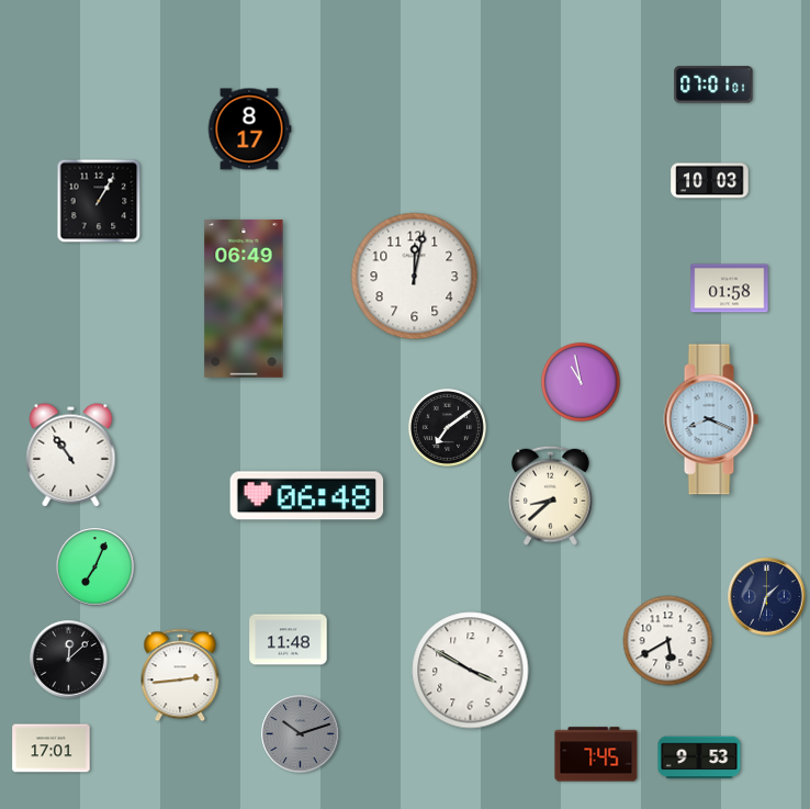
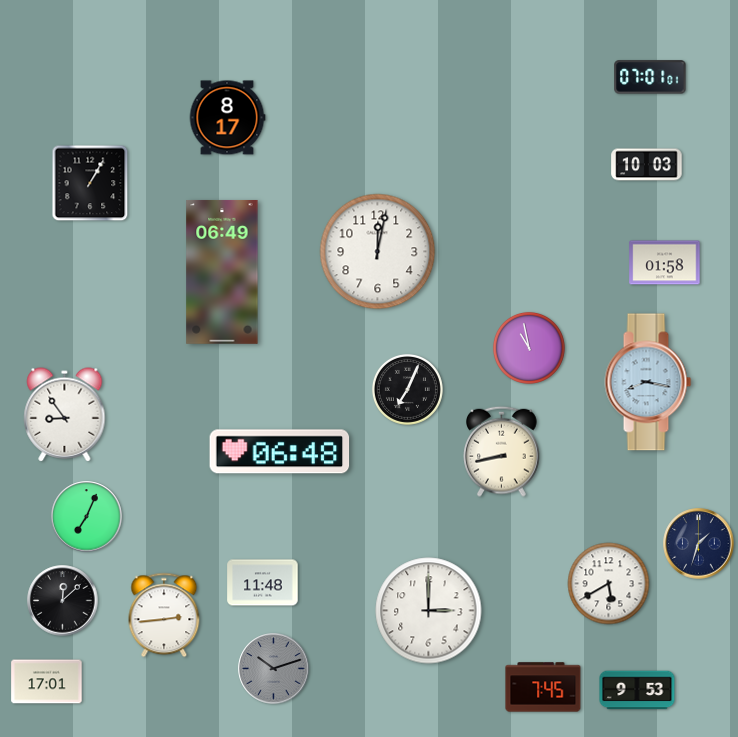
clock at (711, 419): 8:19 -> 8:17
clock at (447, 427): 7:09 -> 7:04
clock at (71, 456): 10:54 -> 8:54
clock at (551, 495): 8:38 -> 8:43
clock at (471, 671): 3:50 -> 3:00
